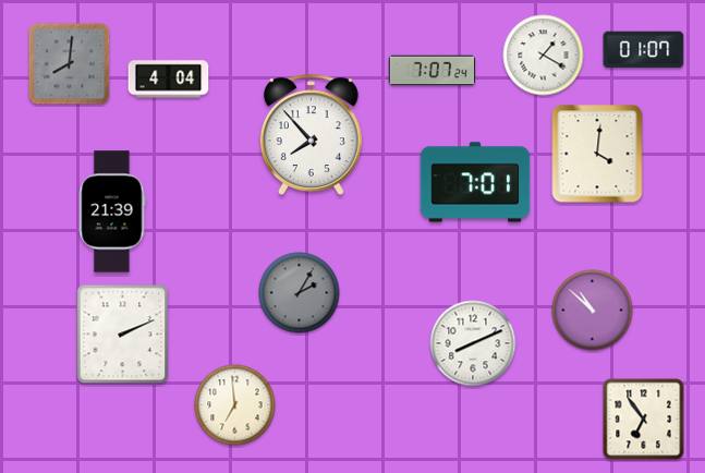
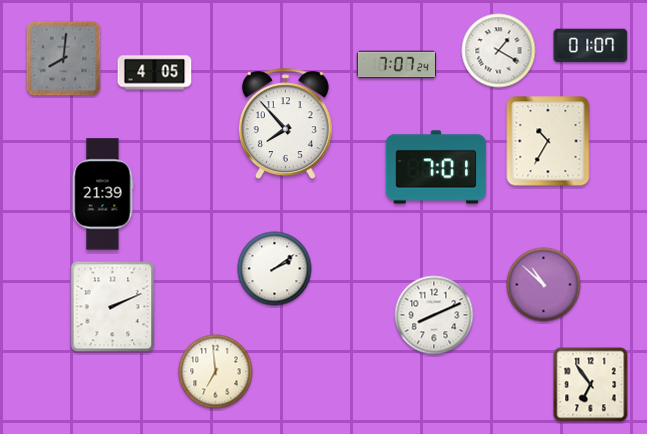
clock at (169, 80): 4:04 -> 4:05
clock at (597, 154): 4:01 -> 10:35
clock at (300, 293): 2:05 -> 2:09
clock at (300, 293) dial: grey -> white
